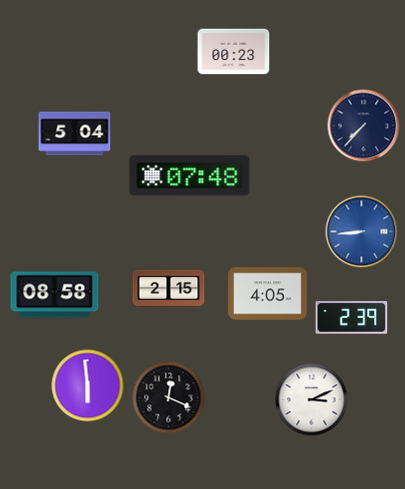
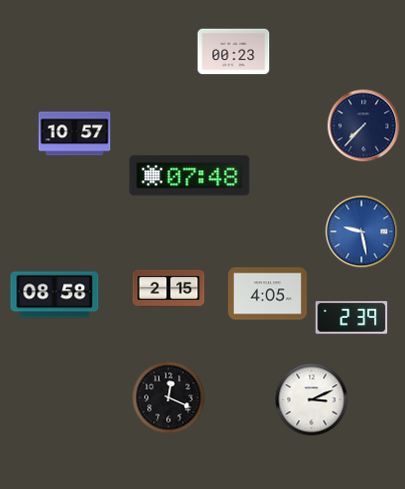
clock at (75, 134): 5:04 -> 10:57
clock at (362, 232): 8:44 -> 9:28
clock at (88, 386): 5:59 -> none
